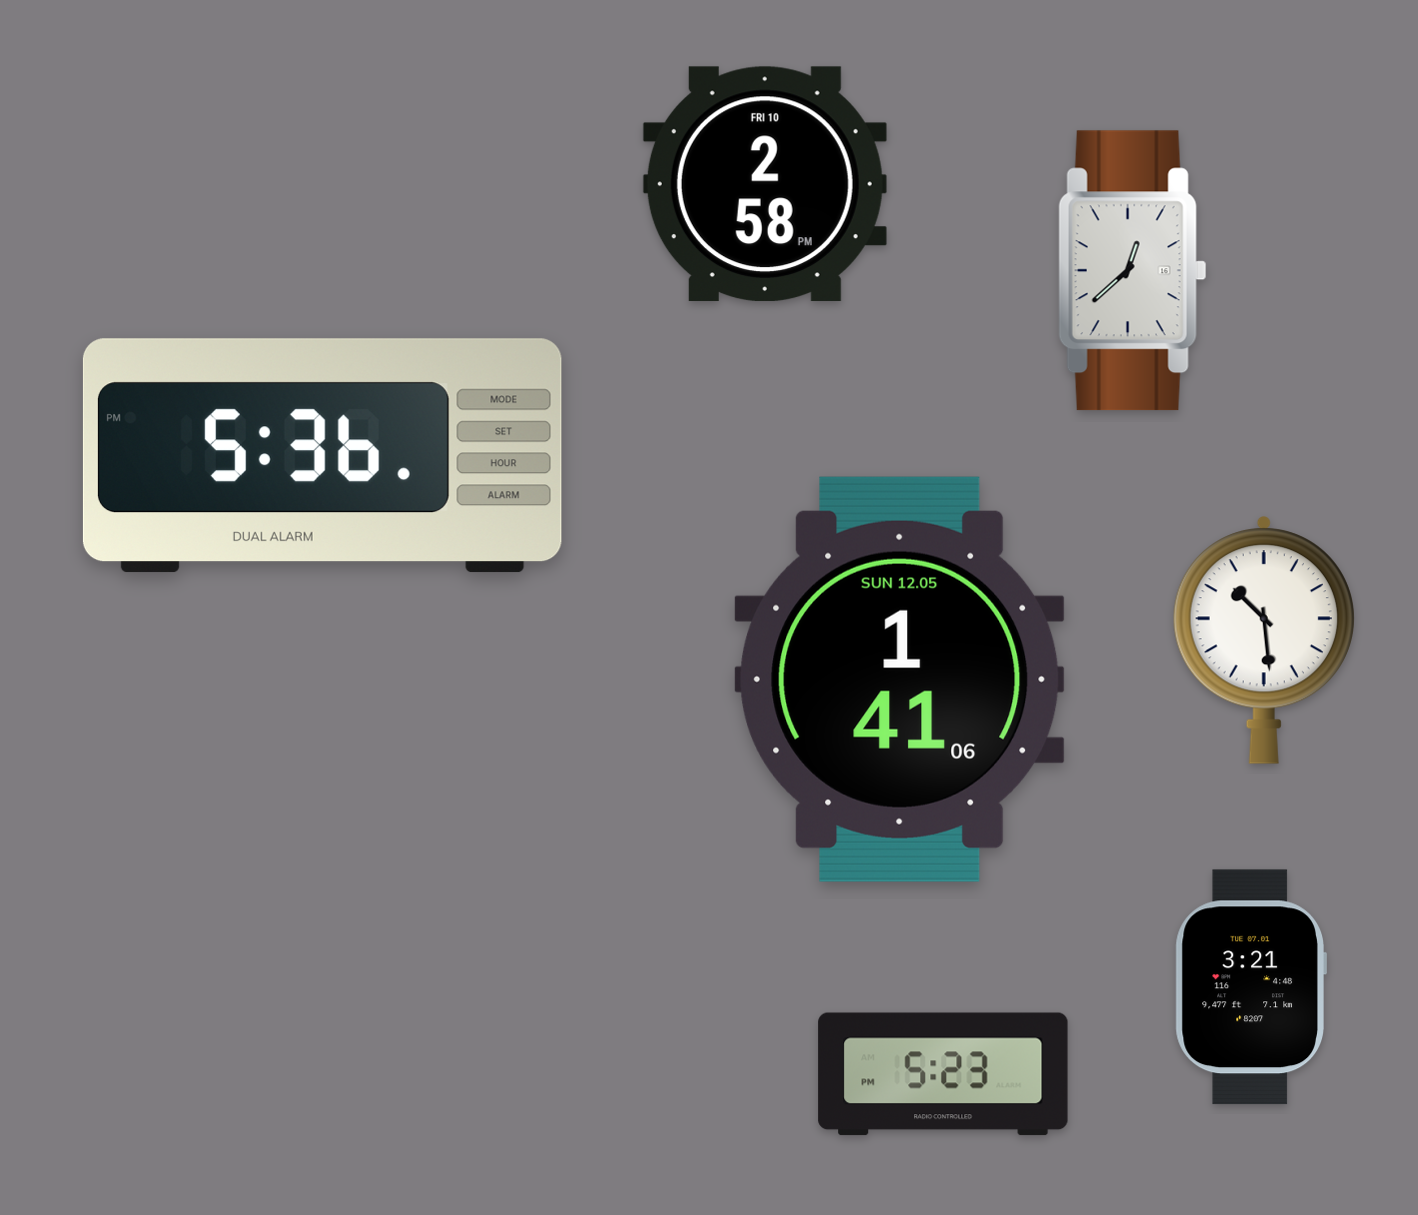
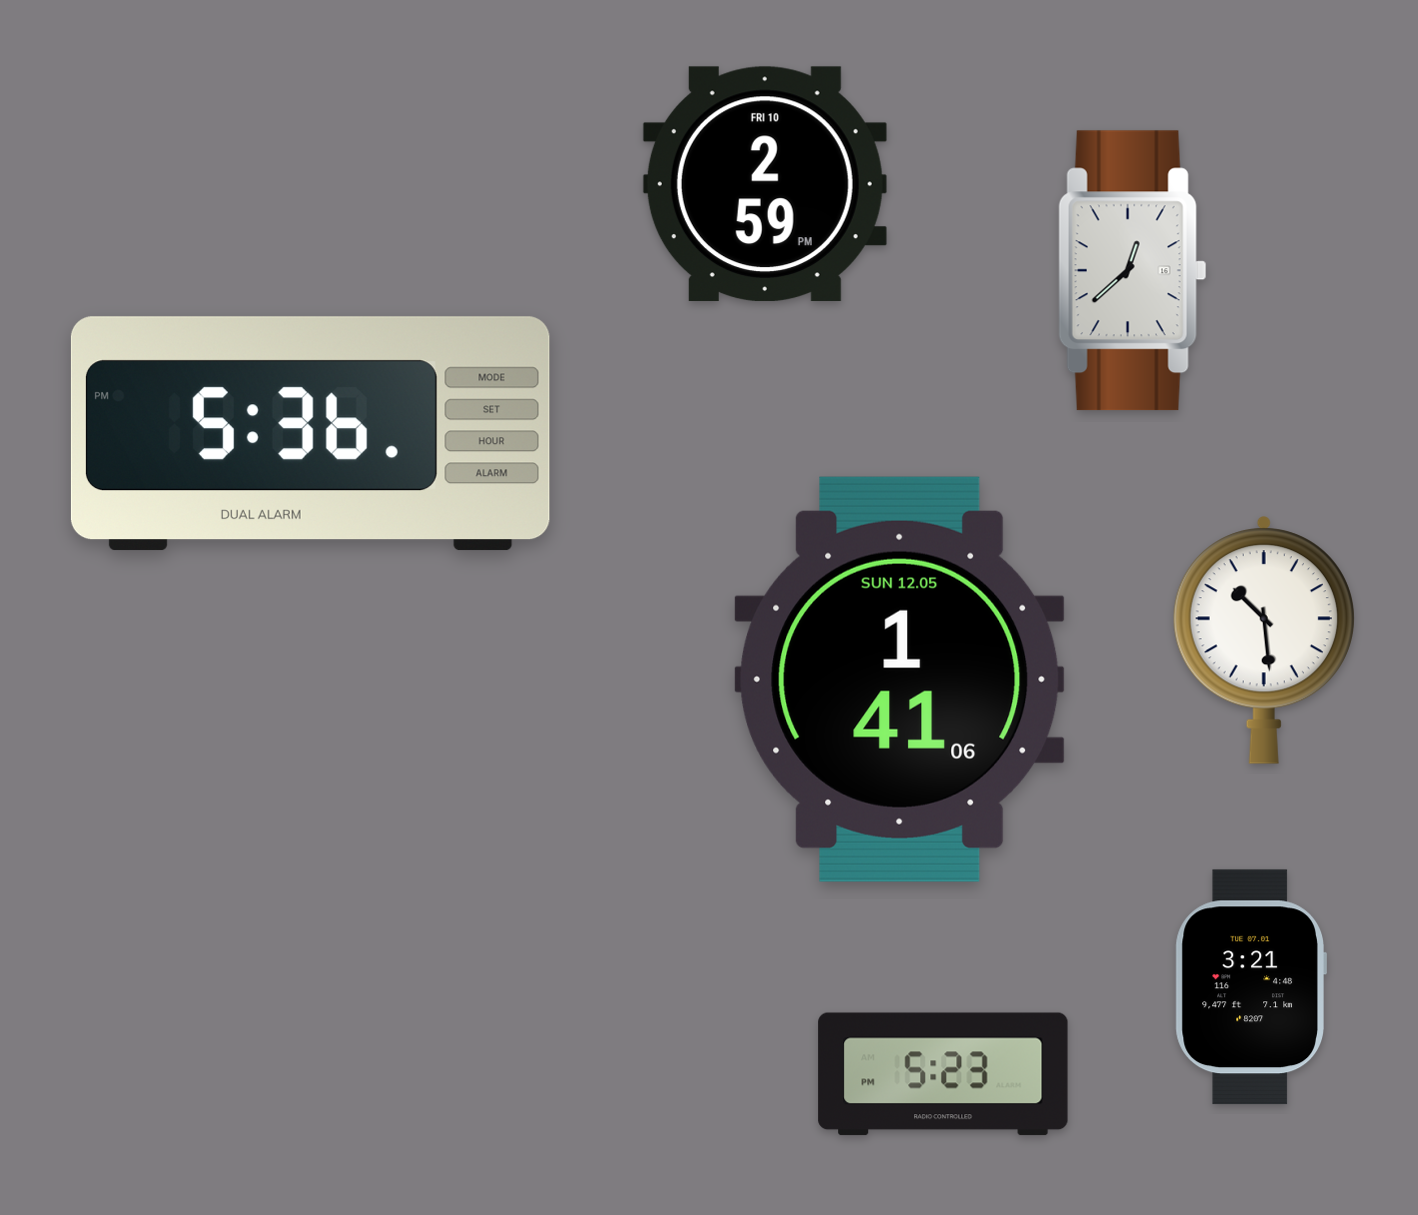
clock at (765, 184): 2:58 -> 2:59
clock at (322, 456) position: (322, 456) -> (310, 434)
